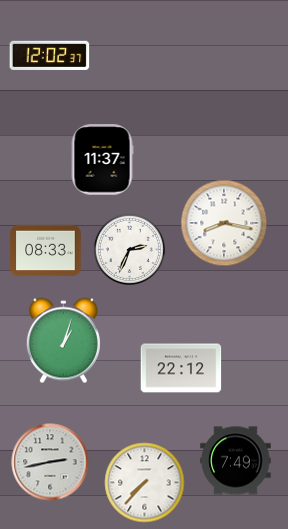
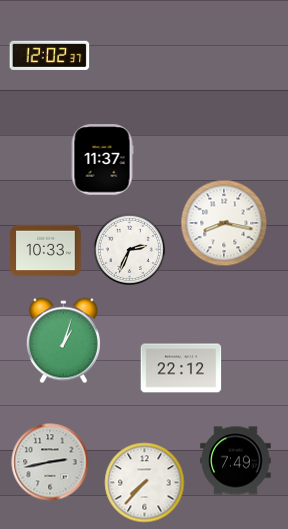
clock at (46, 251): 08:33 -> 10:33
